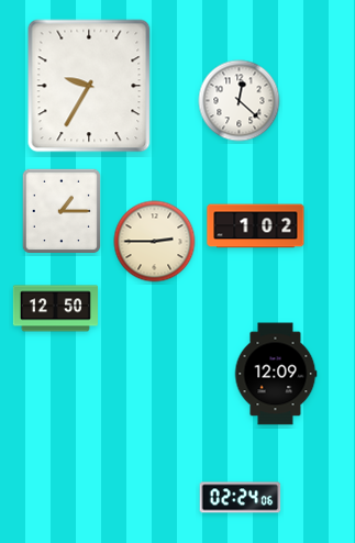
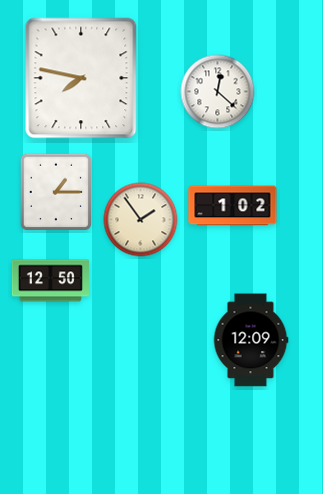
clock at (89, 86): 9:35 -> 7:47
clock at (155, 242): 2:45 -> 1:54
clock at (241, 498): 02:24 -> none
